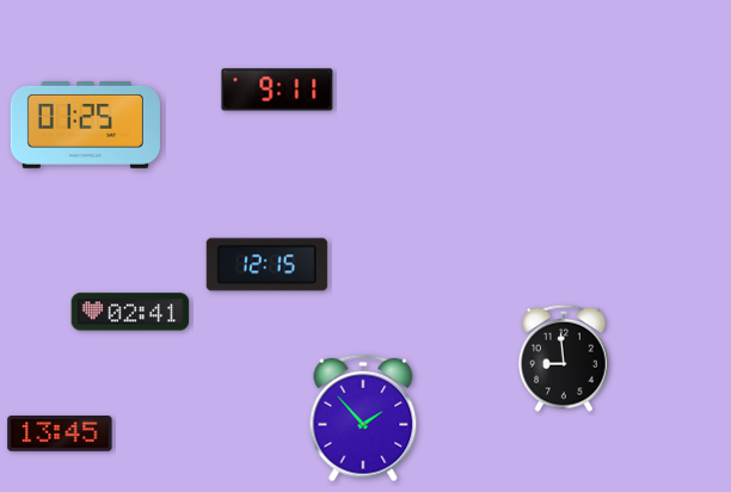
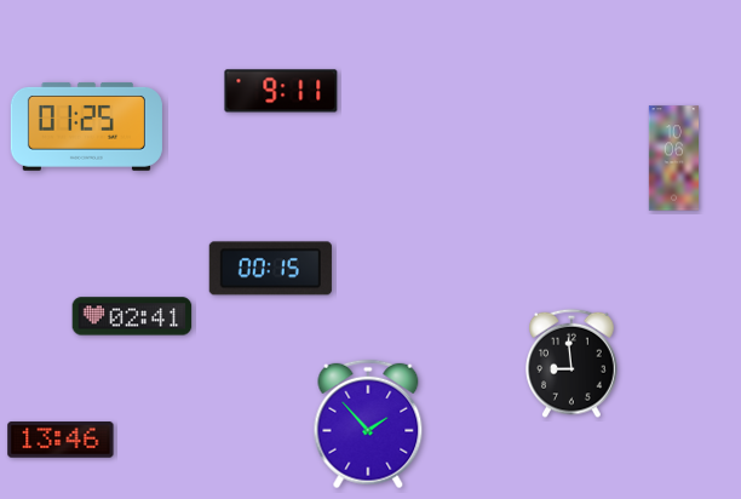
clock at (674, 159): none -> 10:06
clock at (266, 265): 12:15 -> 00:15
clock at (60, 435): 13:45 -> 13:46
